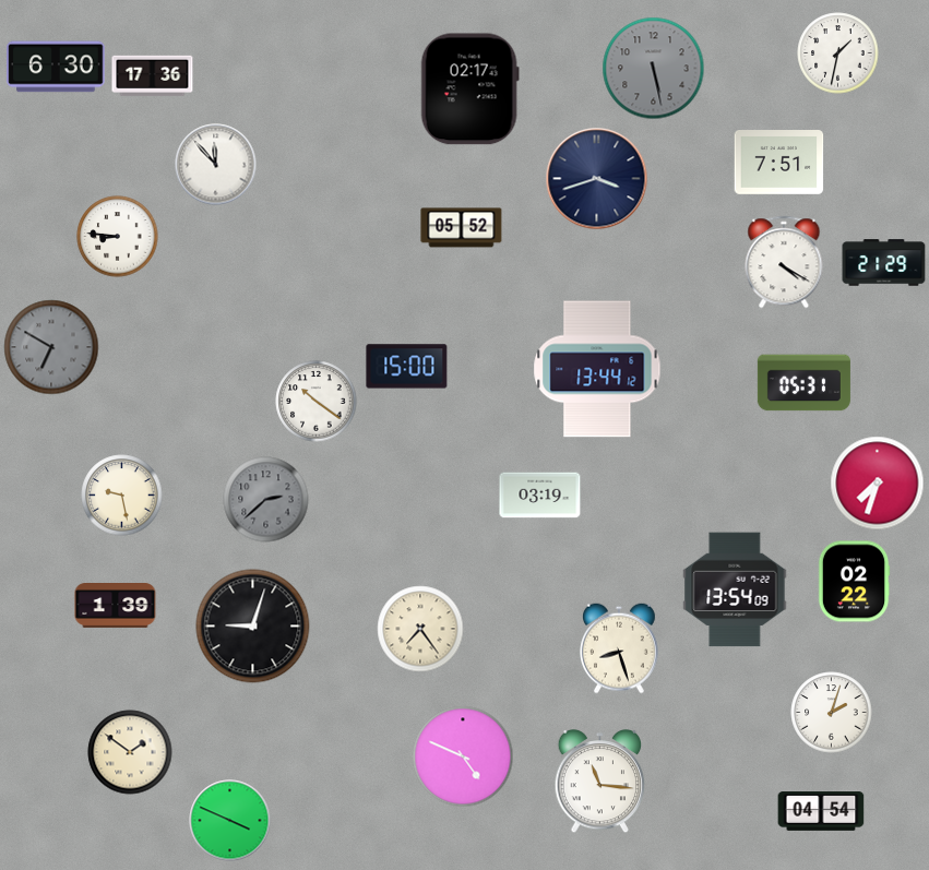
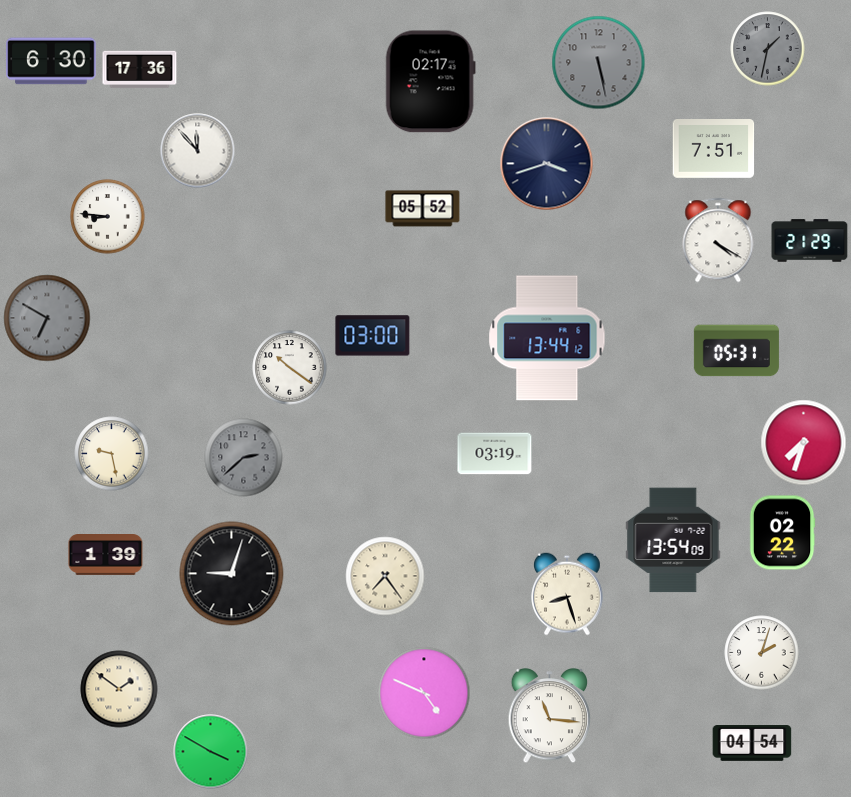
clock at (838, 53) dial: white -> grey
clock at (407, 367): 15:00 -> 03:00
clock at (230, 821): 3:49 -> 3:50
